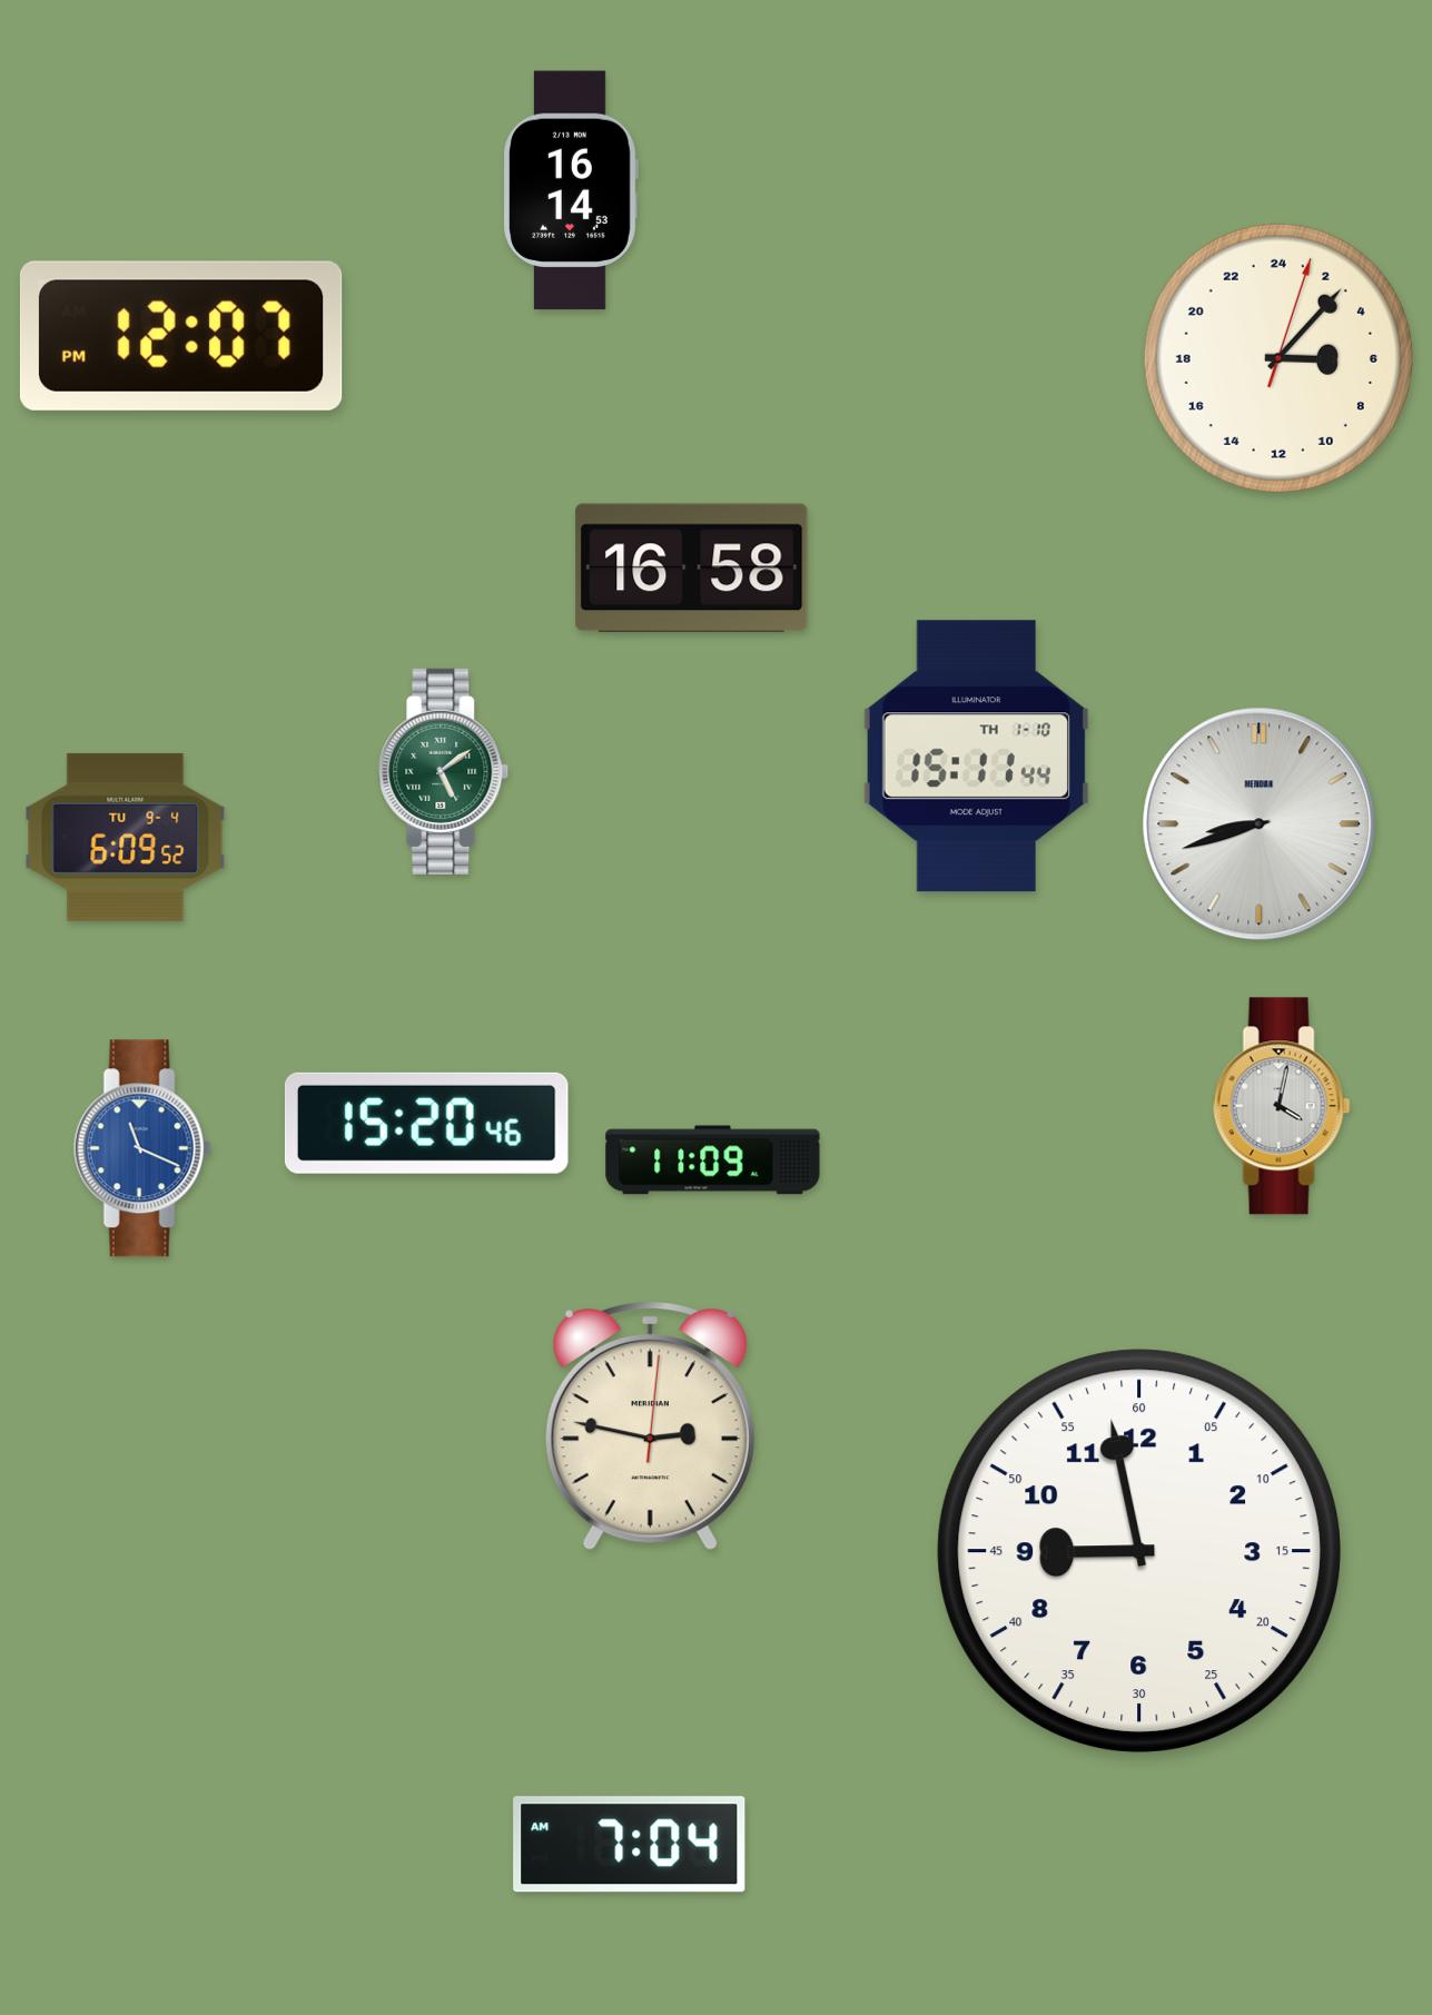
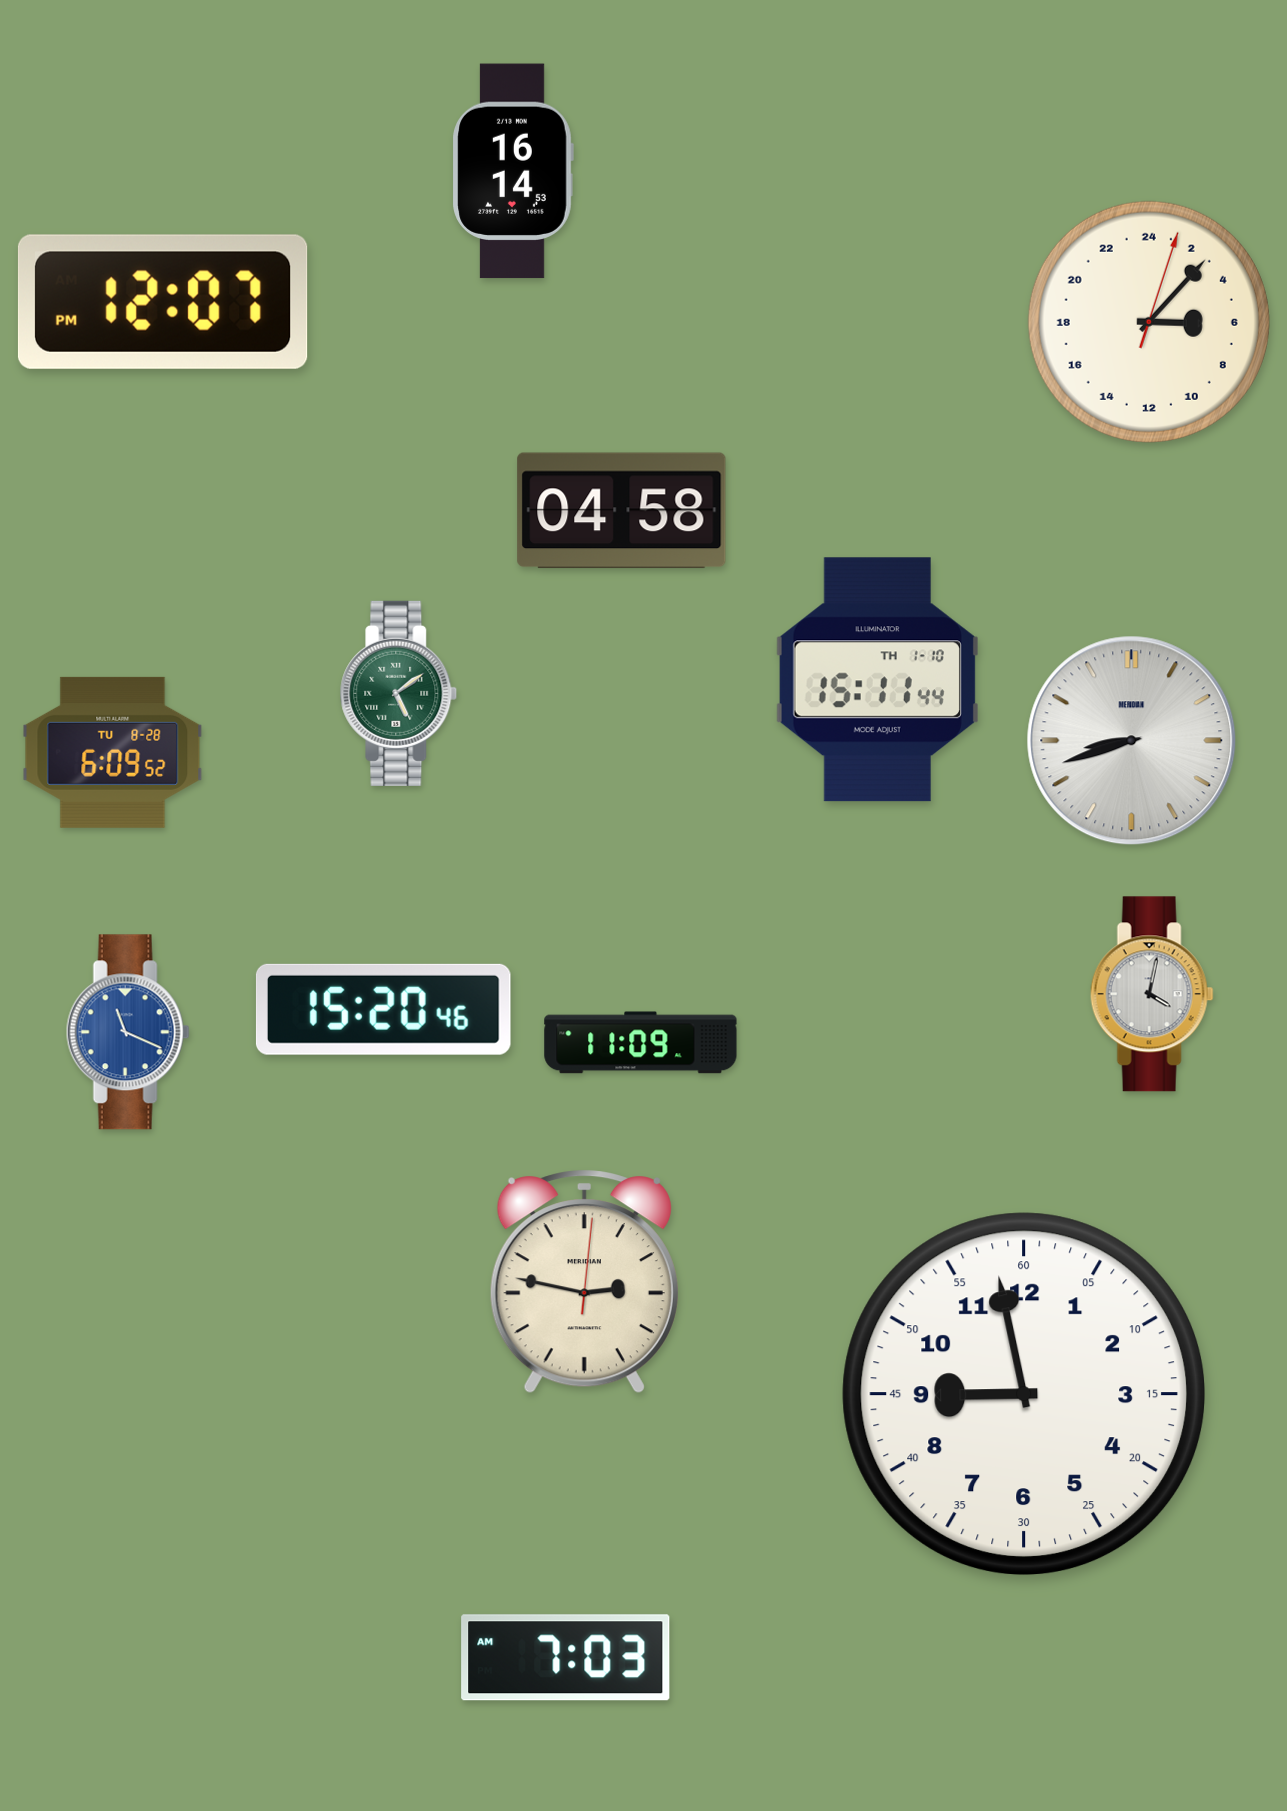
clock at (692, 569): 16:58 -> 04:58
clock at (126, 837) date: TU 9-4 -> TU 8-28
clock at (630, 1845): 7:04 -> 7:03
